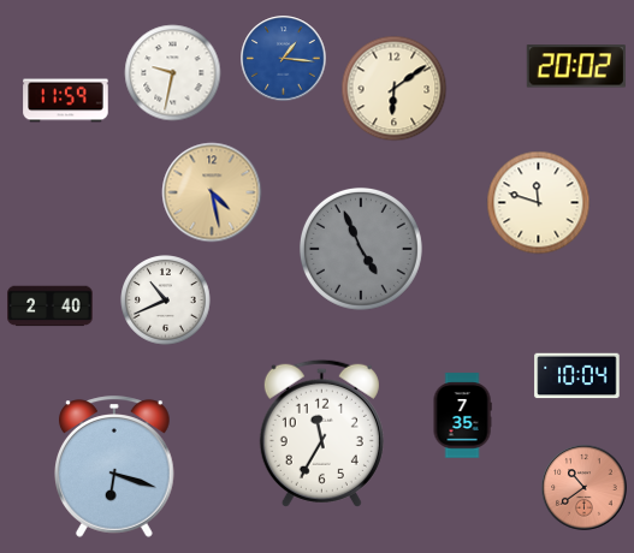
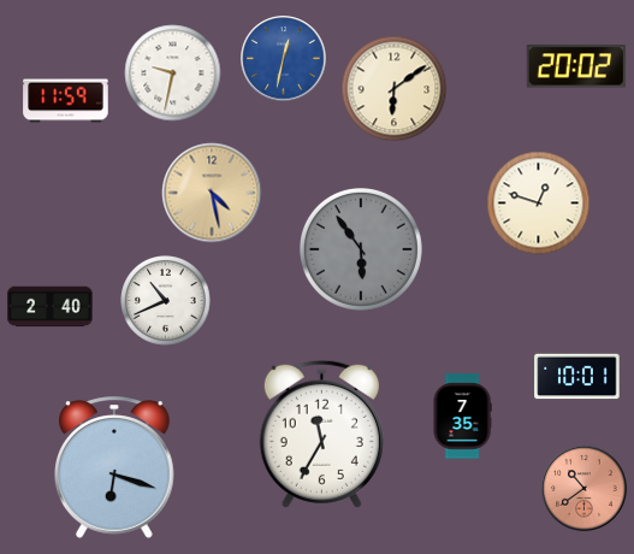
clock at (284, 59): 1:16 -> 12:32
clock at (539, 203): 11:48 -> 12:48
clock at (361, 249): 4:56 -> 5:54
clock at (577, 376): 10:04 -> 10:01
